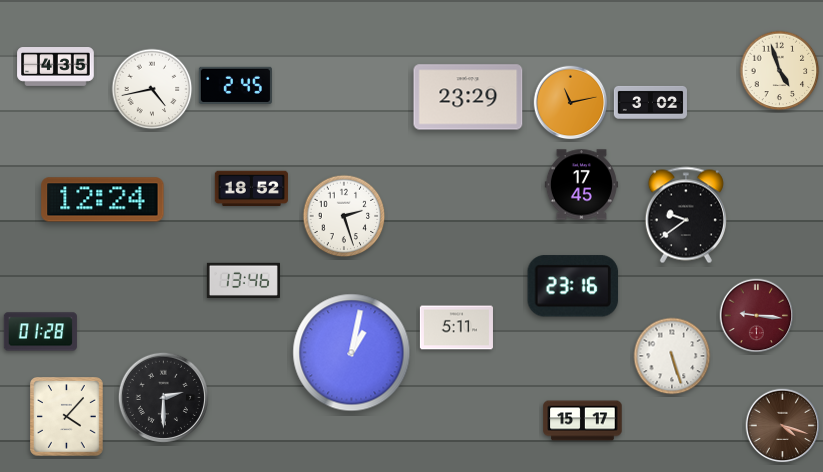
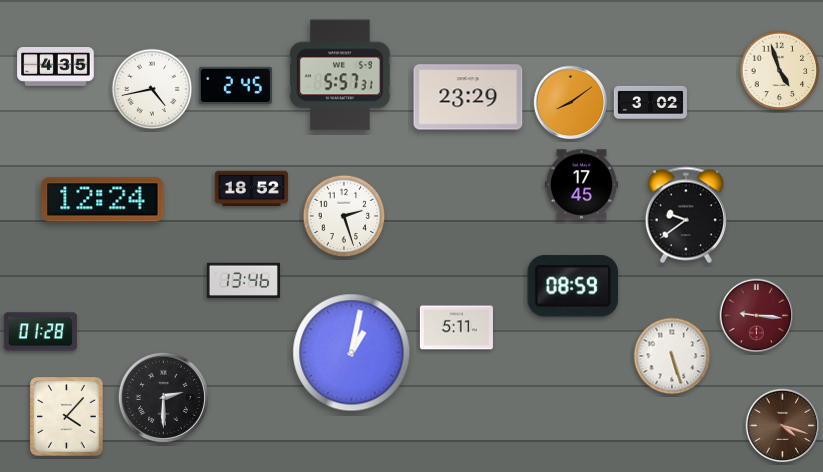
clock at (340, 75): none -> 5:57
clock at (571, 103): 11:13 -> 8:09
clock at (573, 286): 23:16 -> 08:59
clock at (583, 421): 15:17 -> none
